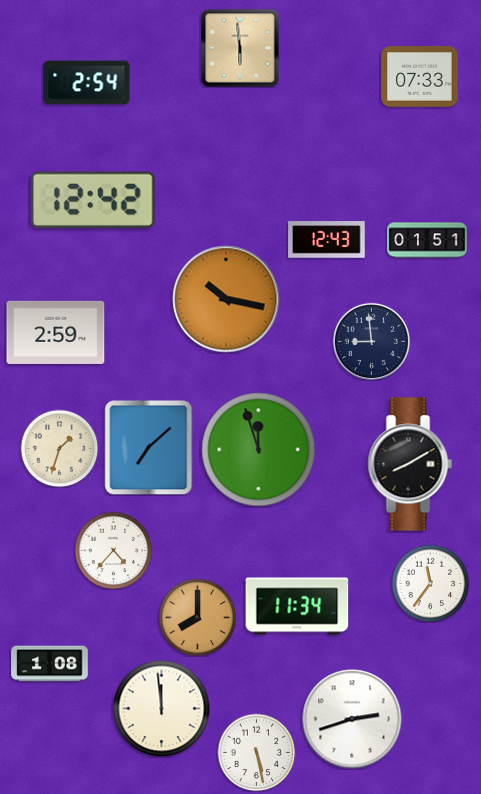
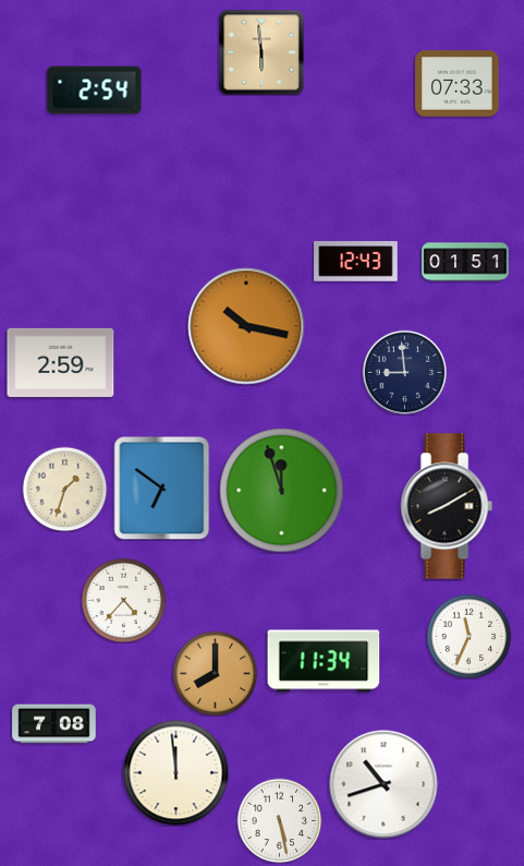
clock at (93, 200): 12:42 -> none
clock at (149, 447): 7:08 -> 6:51
clock at (430, 583): 11:36 -> 11:34
clock at (50, 664): 1:08 -> 7:08
clock at (352, 719): 2:42 -> 10:42
